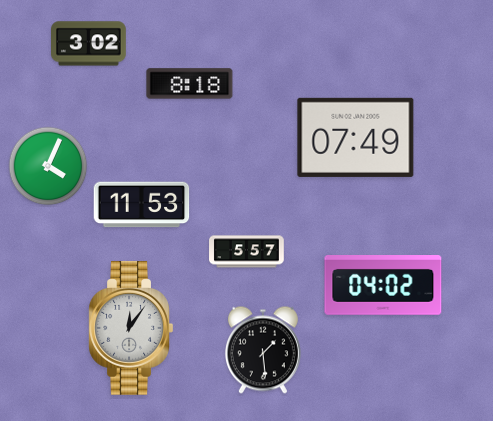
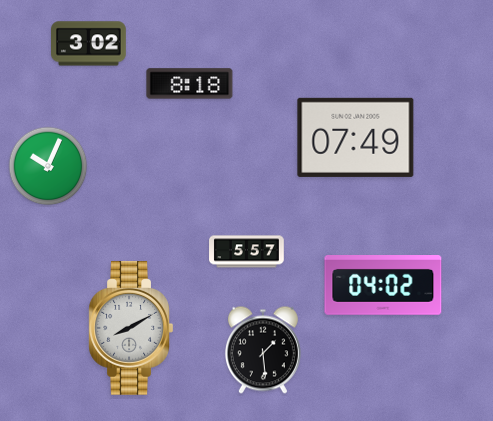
clock at (48, 166): 4:04 -> 10:04
clock at (142, 205): 11:53 -> none
clock at (131, 329): 12:06 -> 8:10
